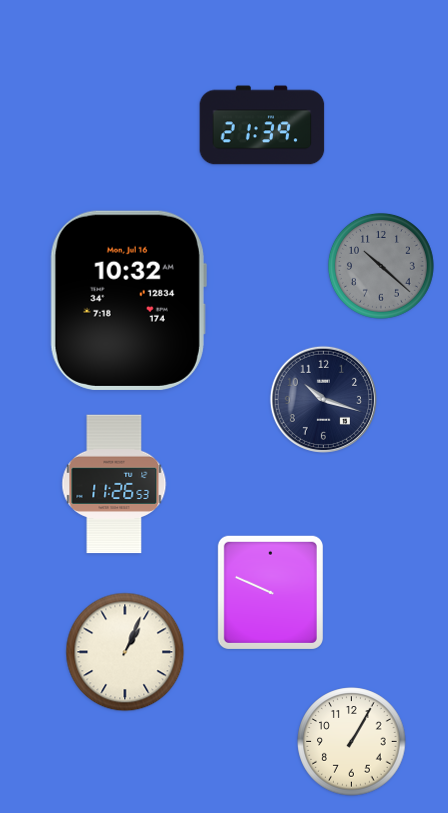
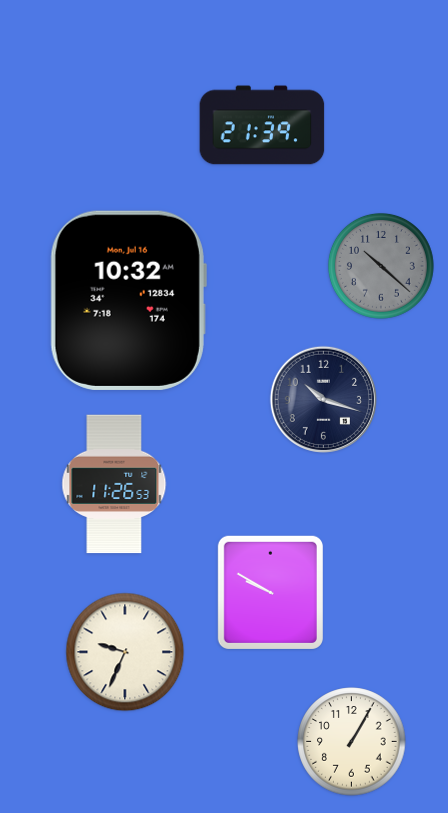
clock at (270, 592): 9:49 -> 9:50
clock at (125, 652): 1:04 -> 9:34
